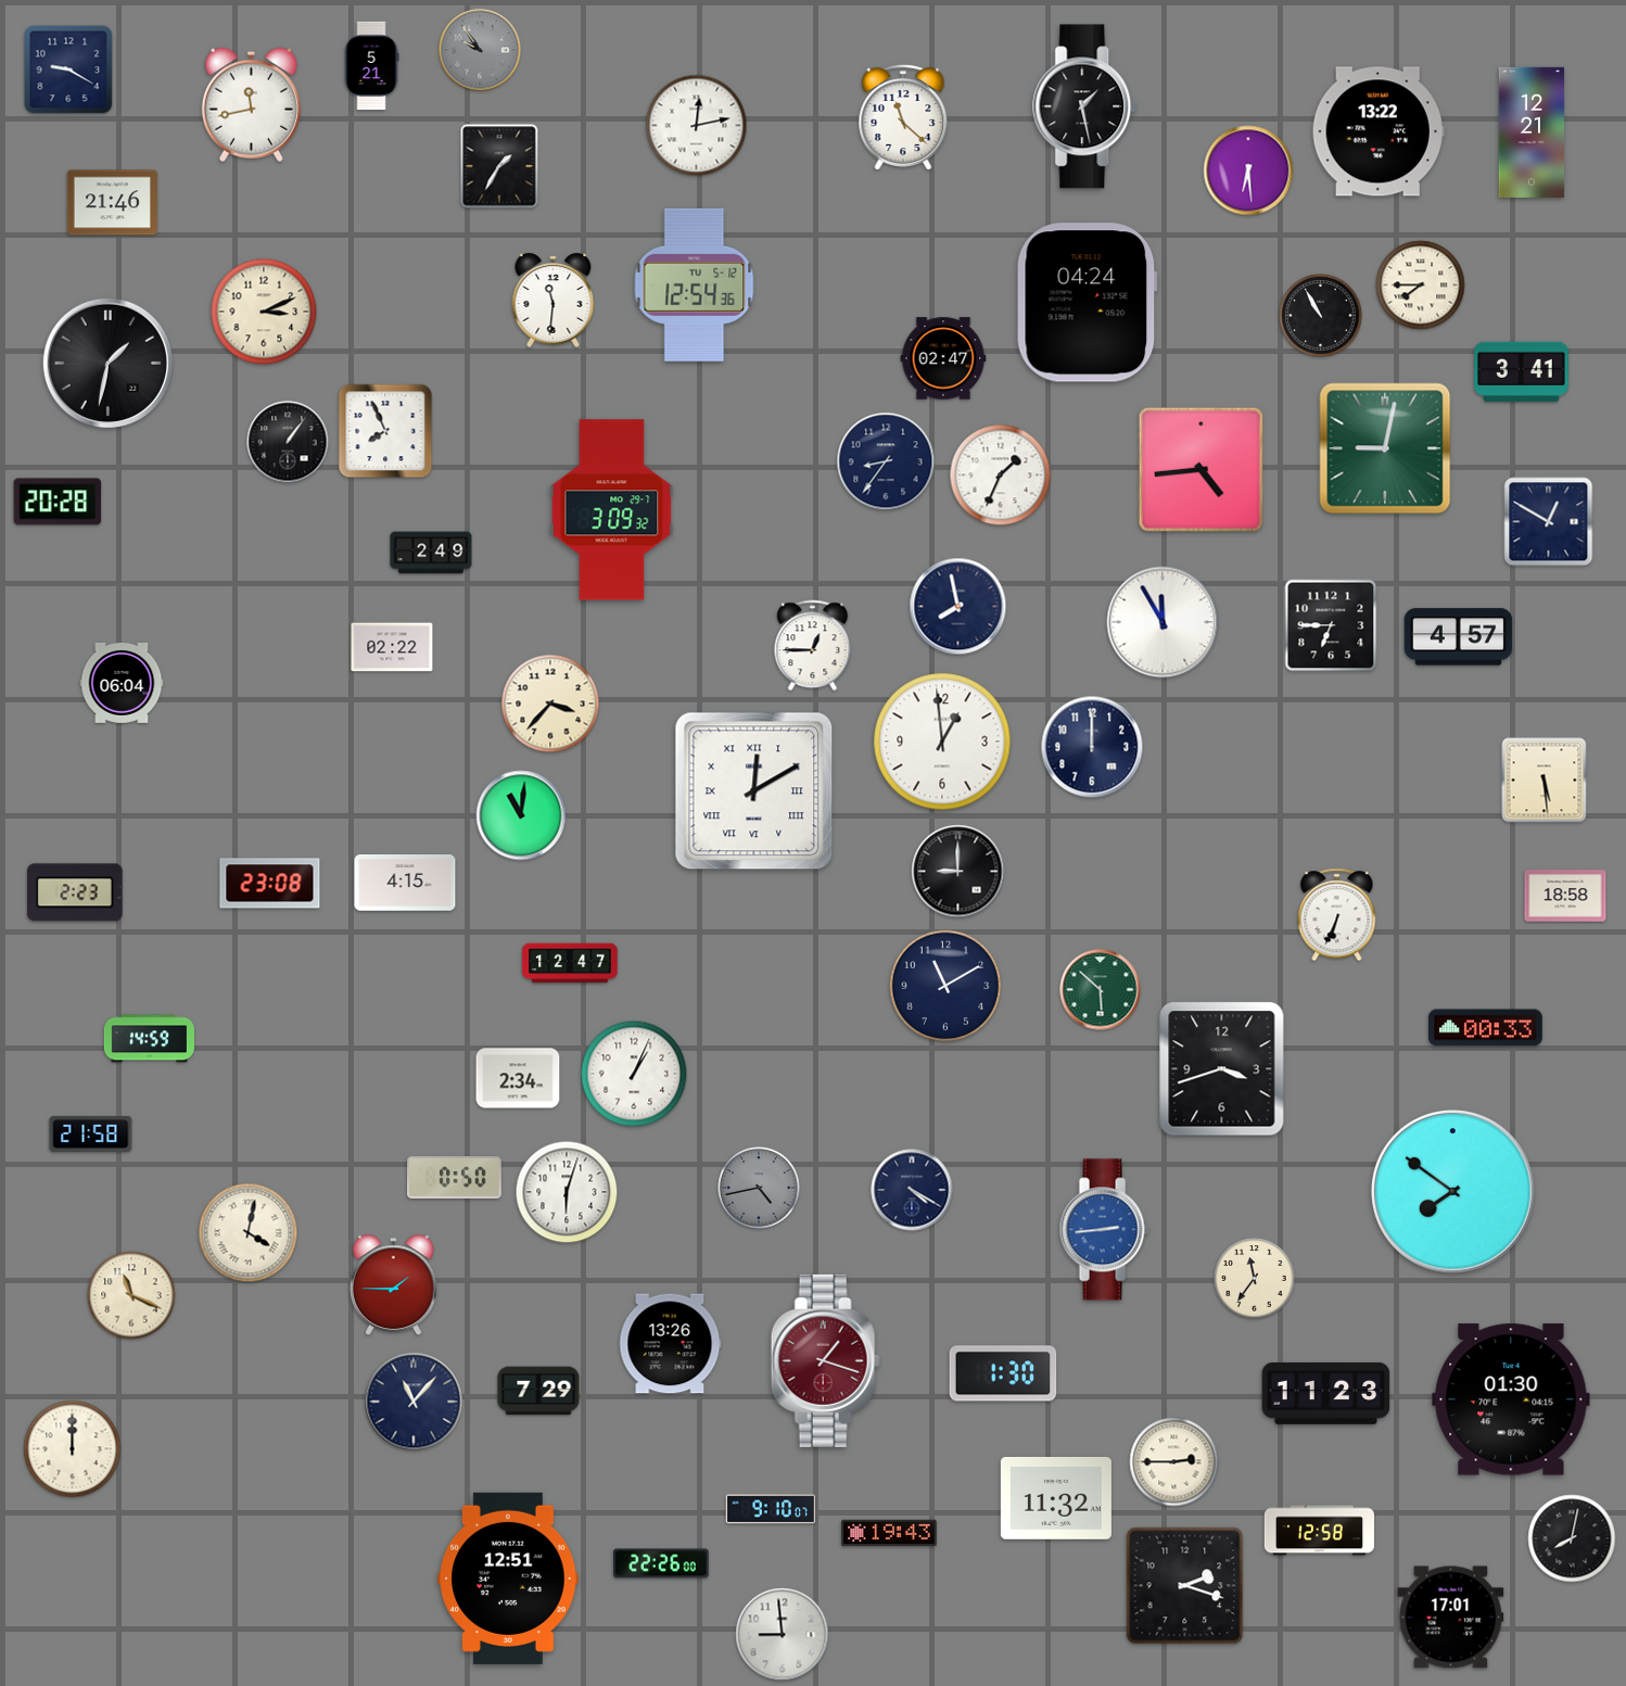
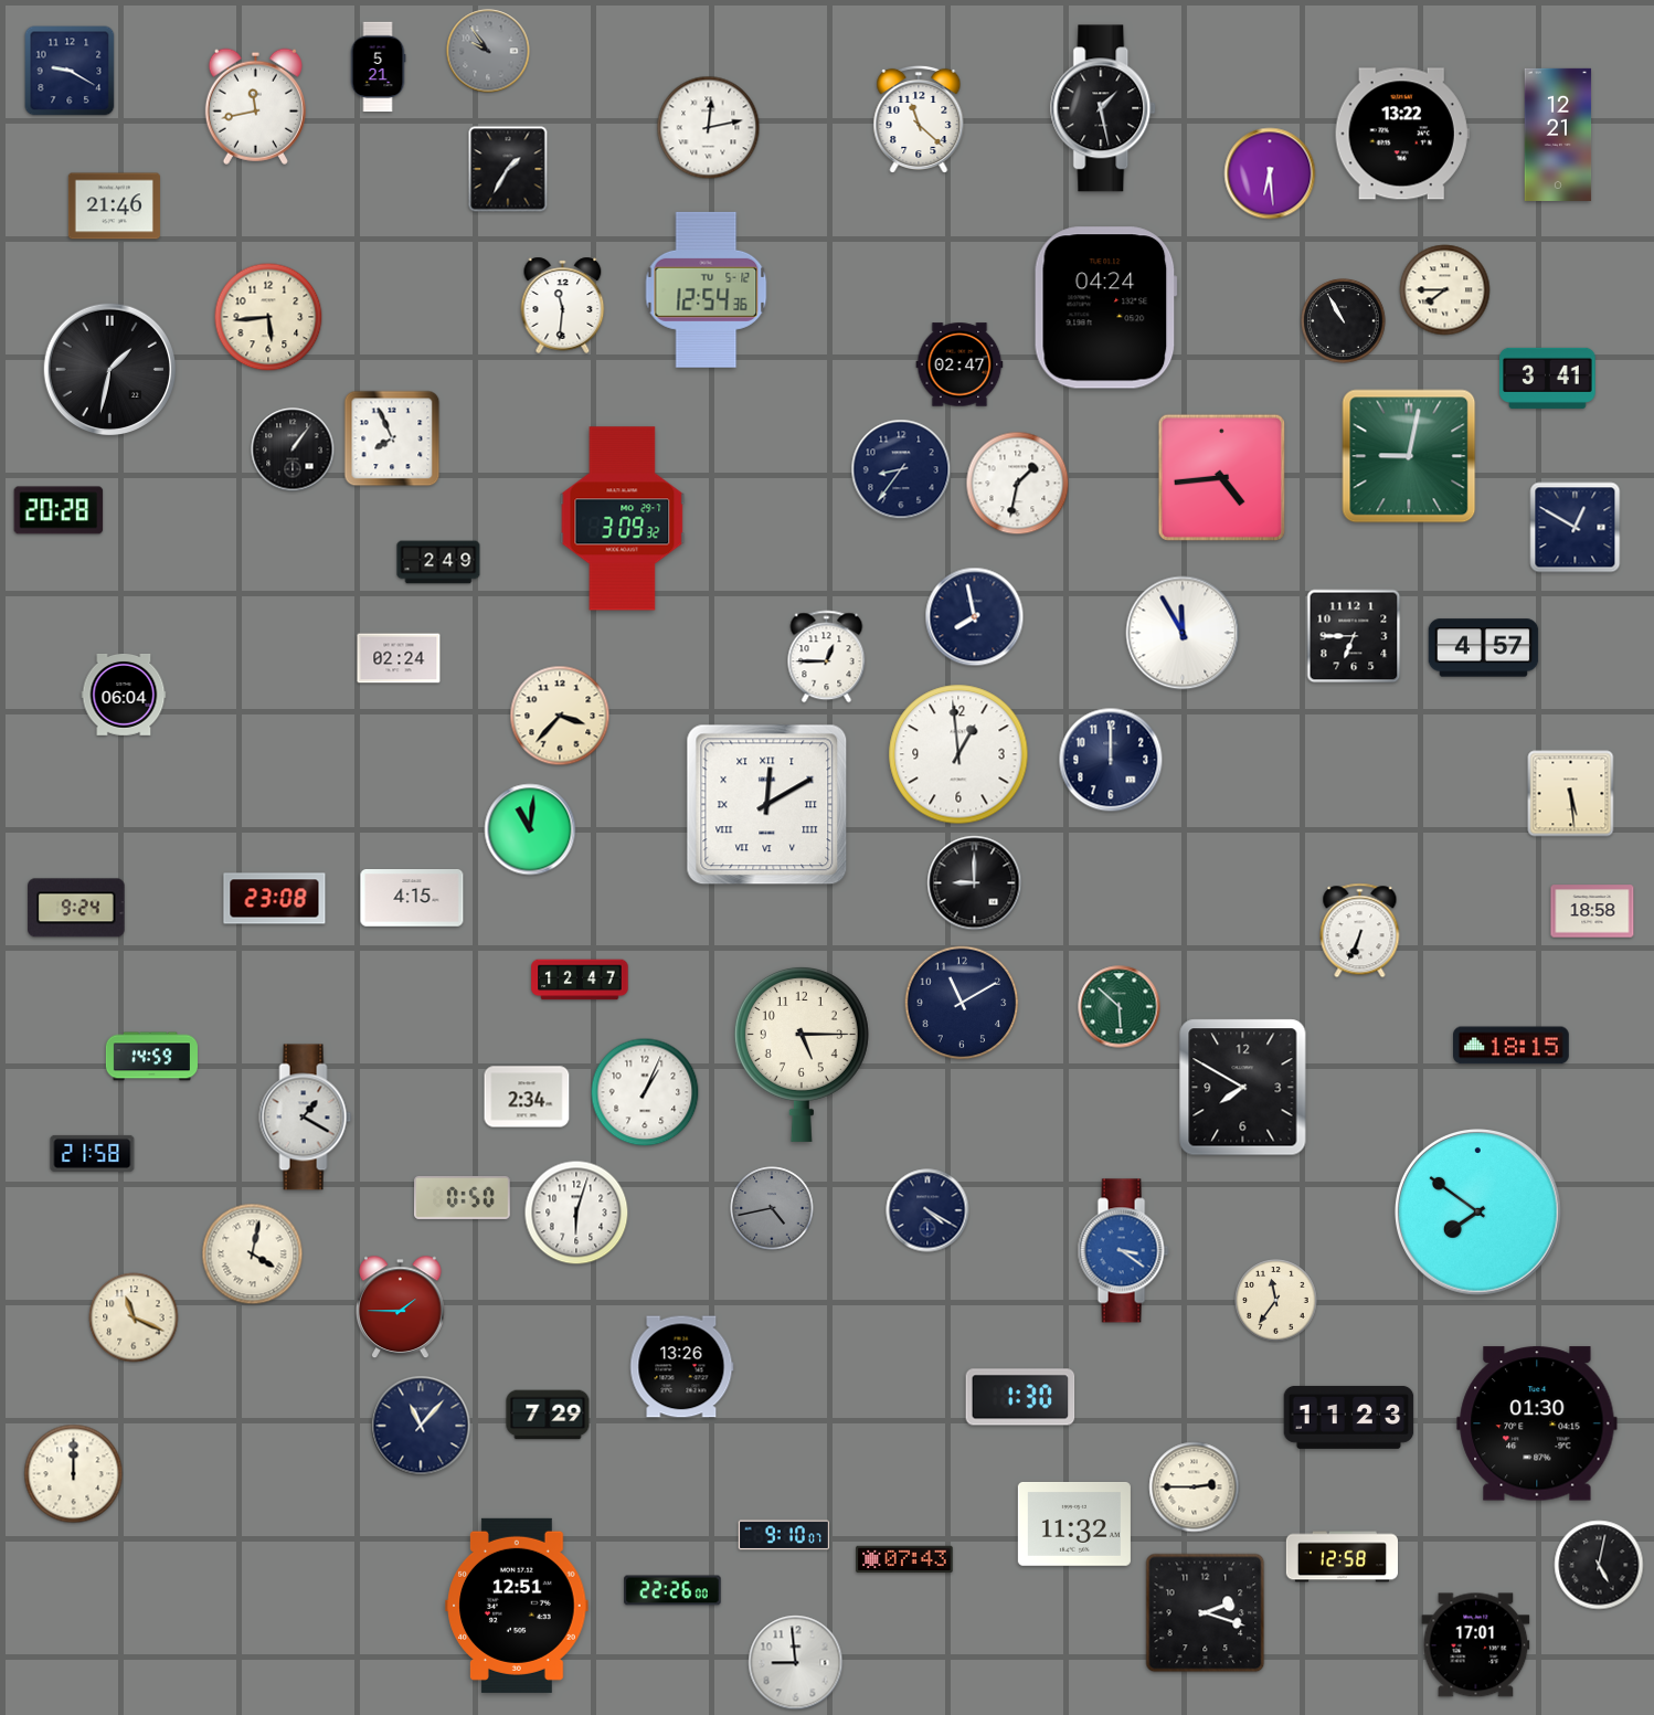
clock at (264, 312): 3:11 -> 5:44
clock at (1001, 476): 1:34 -> 1:32
clock at (1549, 522) position: (1549, 522) -> (1576, 528)
clock at (392, 647): 02:22 -> 02:24
clock at (958, 872) position: (958, 872) -> (975, 883)
clock at (75, 892): 2:23 -> 9:24
clock at (1486, 1028): 00:33 -> 18:15
clock at (802, 1054): none -> 5:15
clock at (1222, 1069): 3:42 -> 7:50
clock at (306, 1118): none -> 1:20
clock at (1104, 1230): 2:44 -> 3:21
clock at (825, 1360): 1:18 -> none
clock at (889, 1533): 19:43 -> 07:43
clock at (1572, 1538): 8:02 -> 5:02
